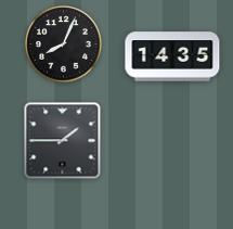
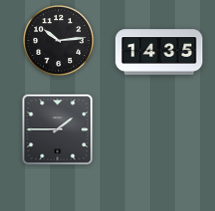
clock at (64, 44): 8:04 -> 10:14
